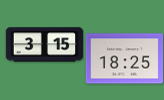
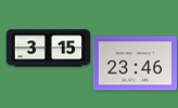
clock at (124, 59): 18:25 -> 23:46
